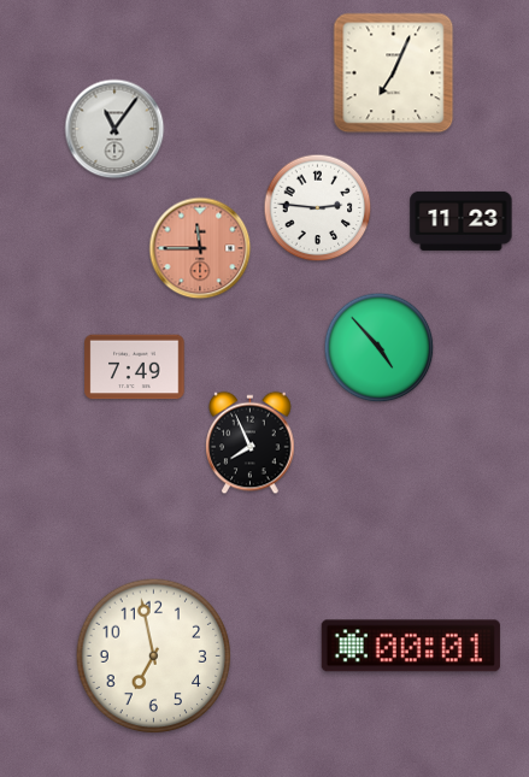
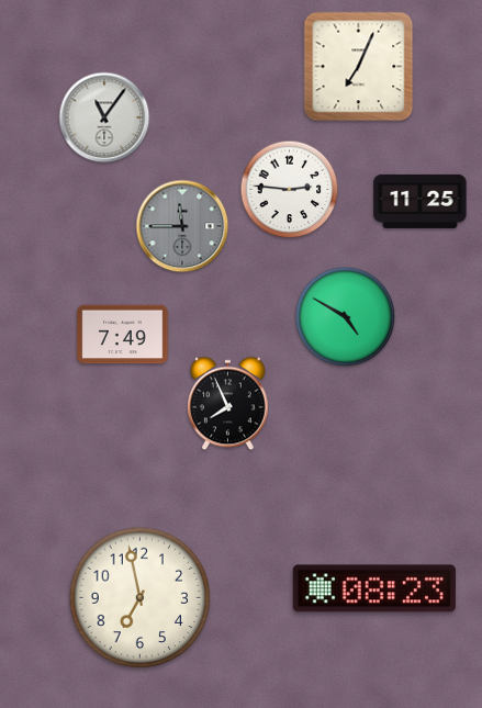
clock at (462, 220): 11:23 -> 11:25
clock at (200, 248) dial: salmon -> grey
clock at (380, 348): 4:53 -> 4:50
clock at (411, 646): 00:01 -> 08:23
